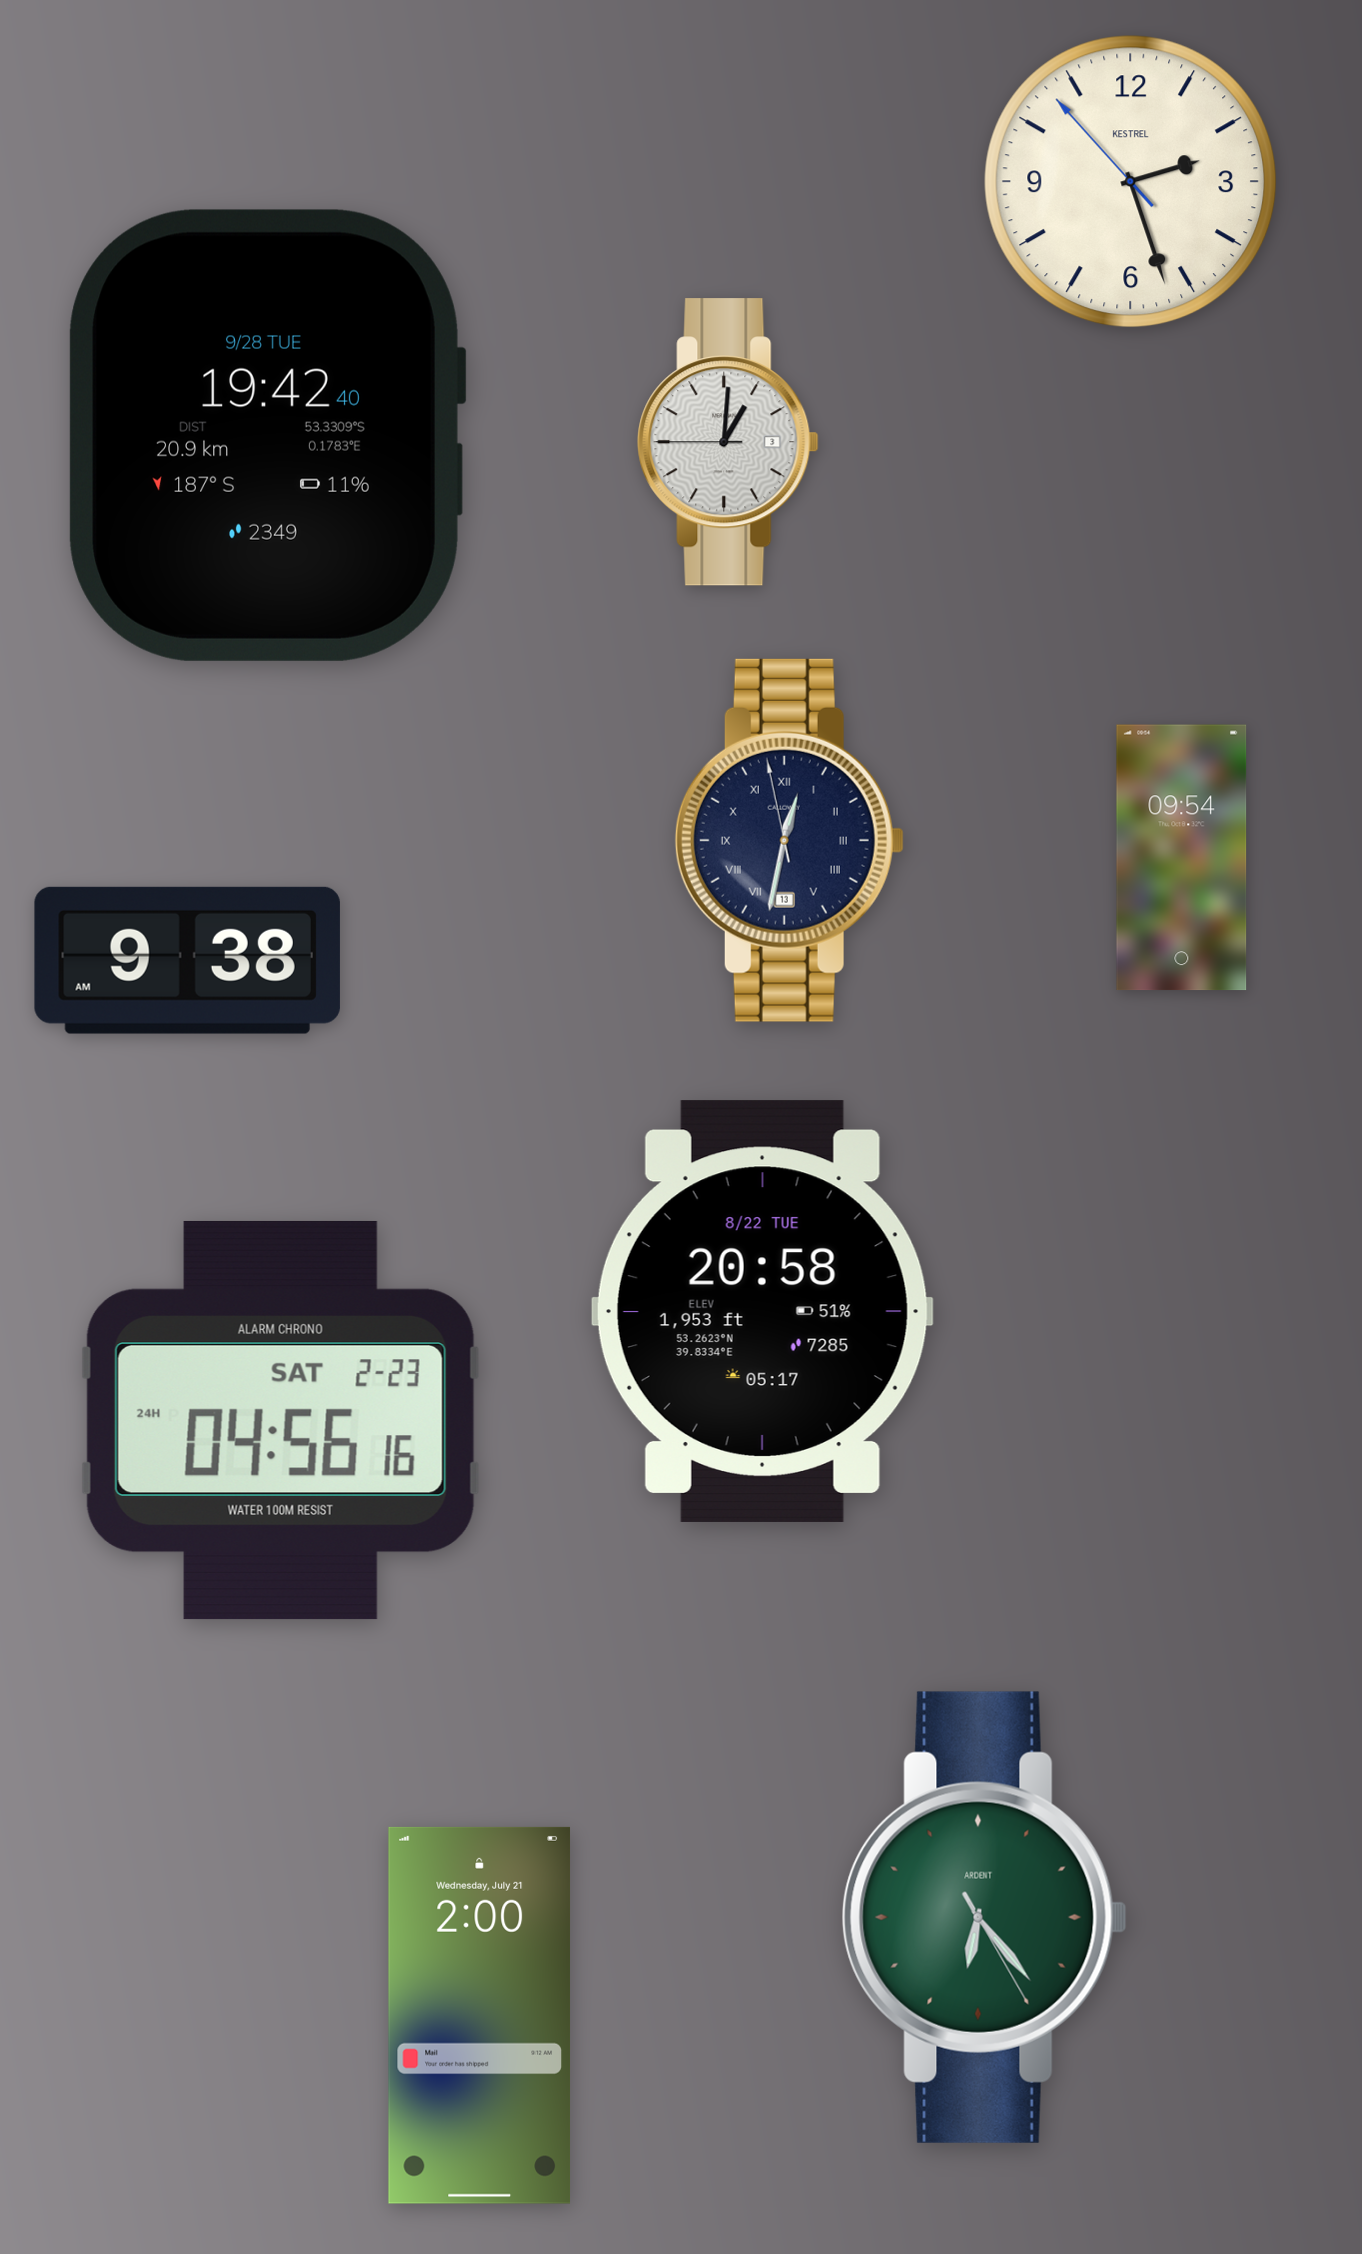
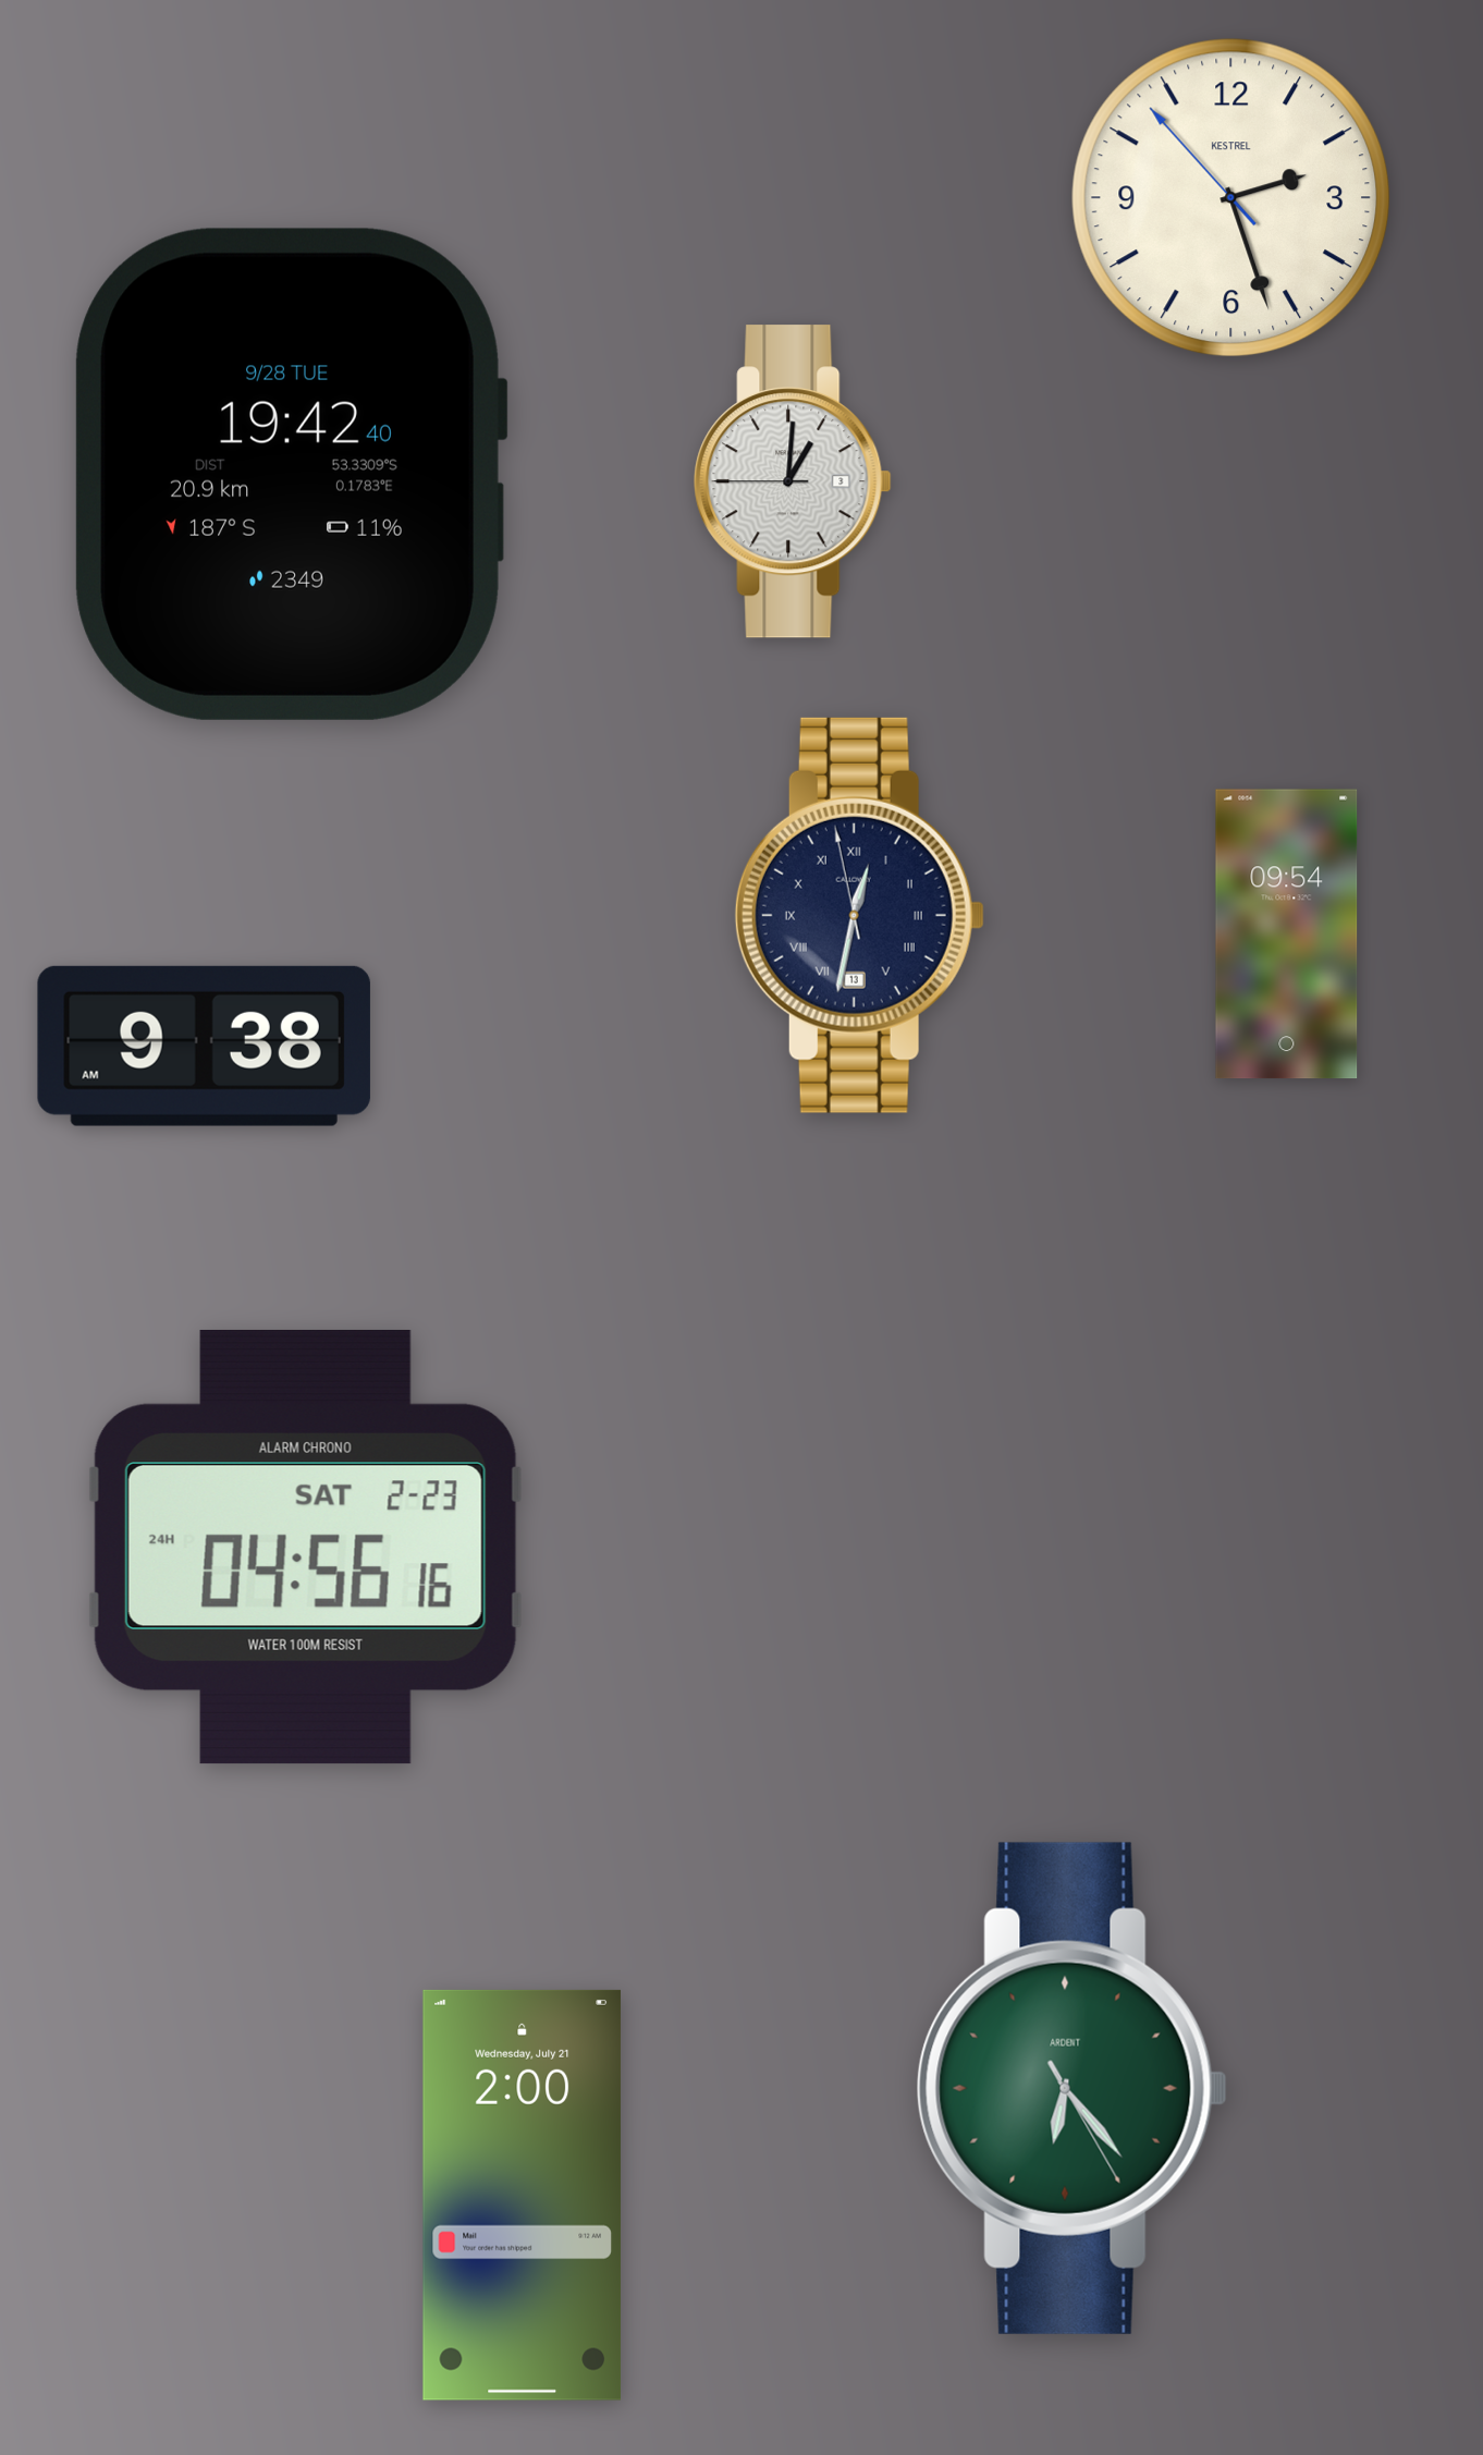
clock at (762, 1311): 20:58 -> none
